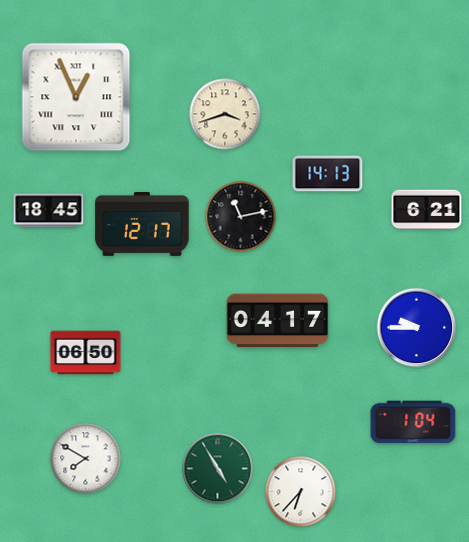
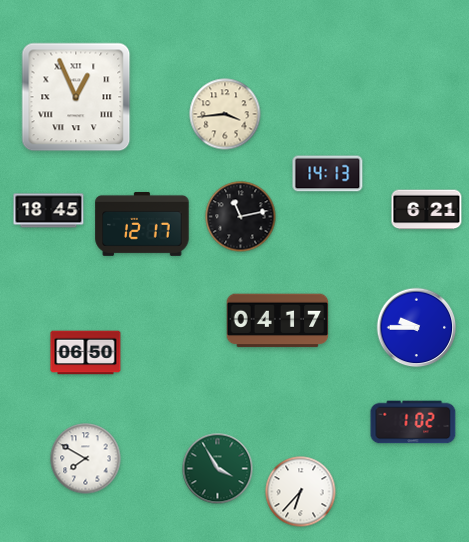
clock at (225, 114): 3:42 -> 3:44
clock at (413, 422): 1:04 -> 1:02
clock at (218, 469): 4:55 -> 3:55
